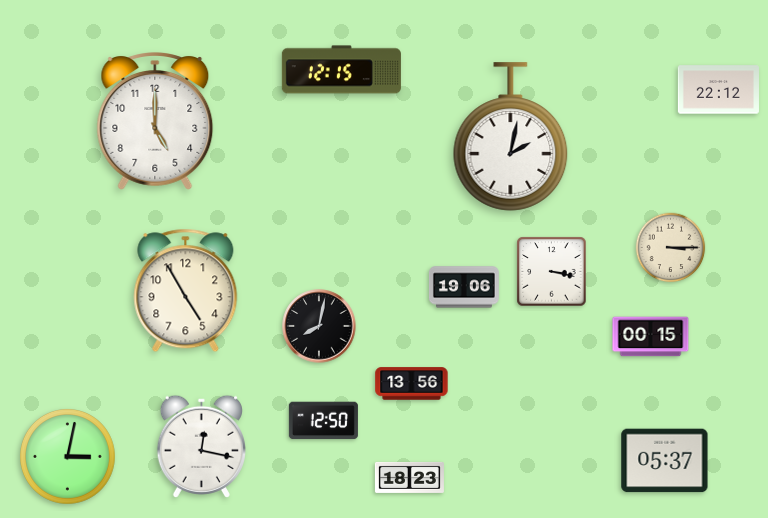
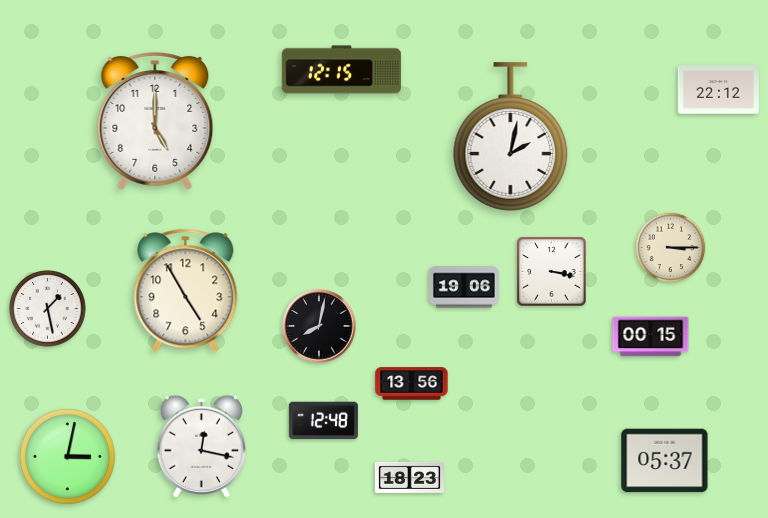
clock at (48, 309): none -> 1:28
clock at (323, 421): 12:50 -> 12:48
